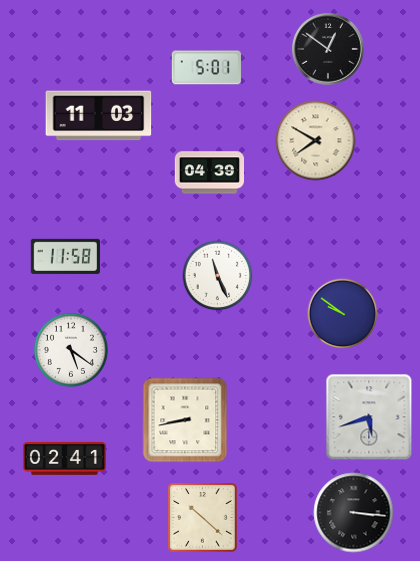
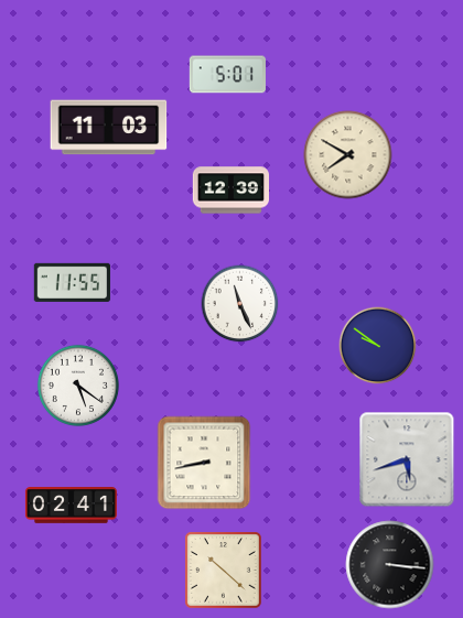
clock at (329, 50): 12:51 -> none
clock at (209, 173): 04:39 -> 12:39
clock at (65, 256): 11:58 -> 11:55
